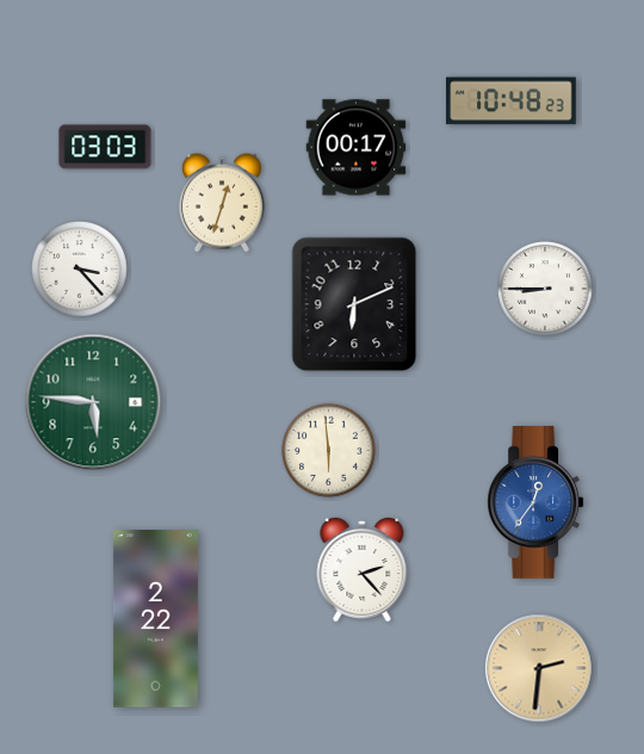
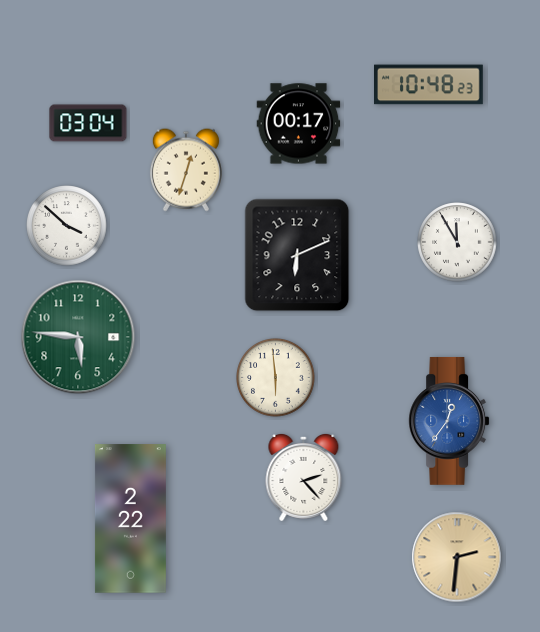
clock at (105, 147): 03:03 -> 03:04
clock at (80, 270): 3:23 -> 3:52
clock at (545, 289): 8:45 -> 11:55
clock at (539, 668) position: (539, 668) -> (457, 557)
